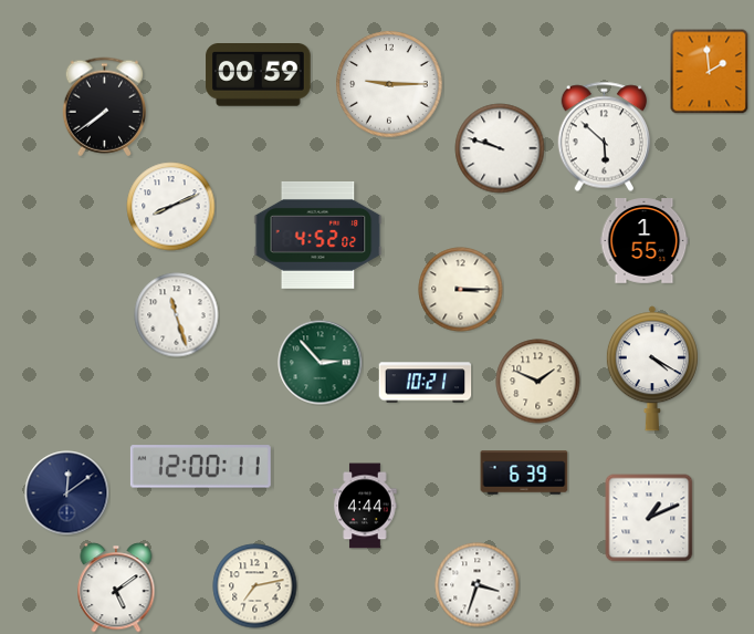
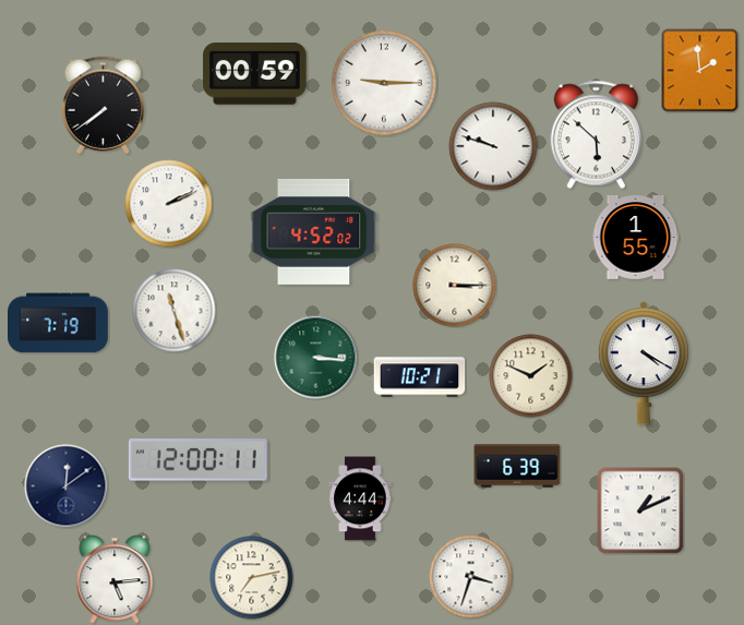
clock at (171, 207): 8:11 -> 2:11
clock at (59, 323): none -> 7:19
clock at (321, 363): 2:53 -> 3:16
clock at (116, 588): 5:09 -> 5:14
